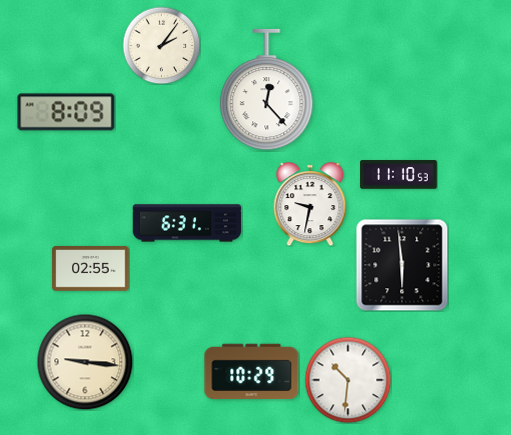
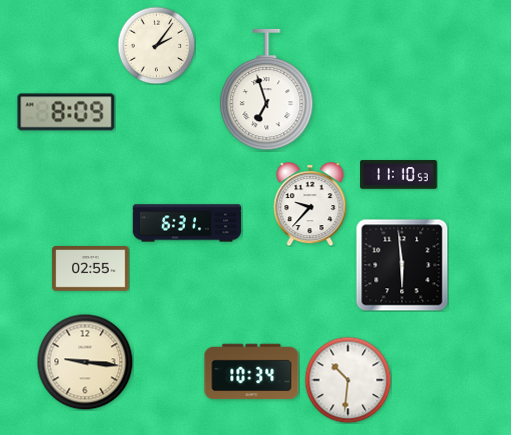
clock at (161, 45) position: (161, 45) -> (156, 45)
clock at (267, 90): 12:23 -> 6:57
clock at (310, 205): 9:32 -> 9:37
clock at (252, 372): 10:29 -> 10:34
